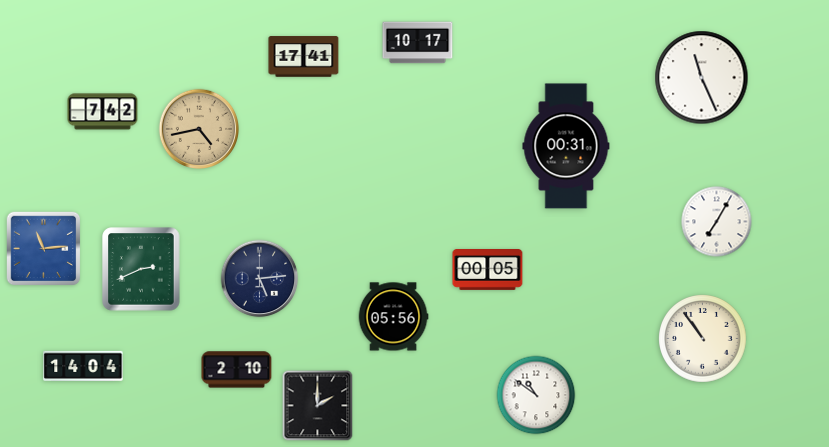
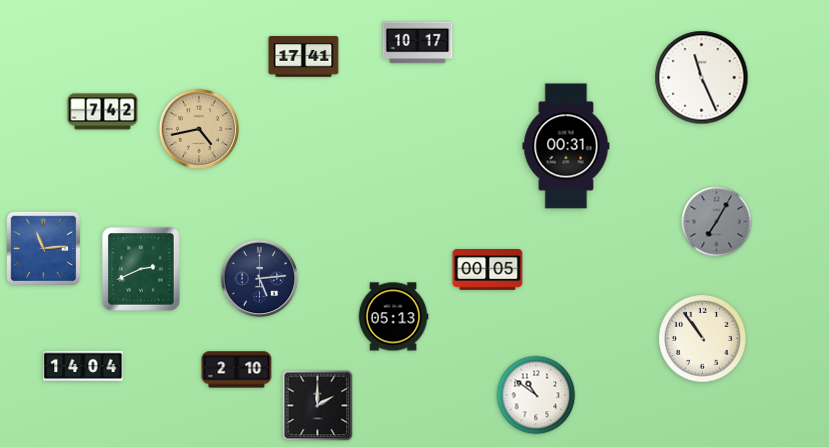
clock at (717, 222) dial: white -> grey
clock at (393, 317): 05:56 -> 05:13
